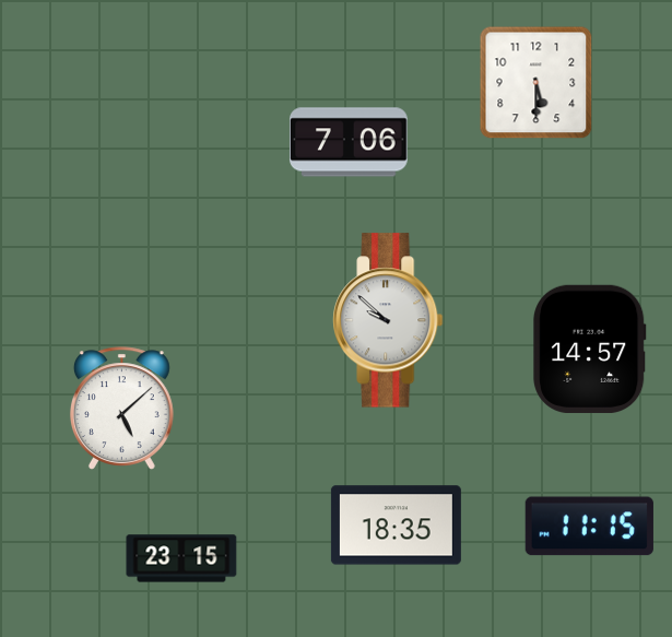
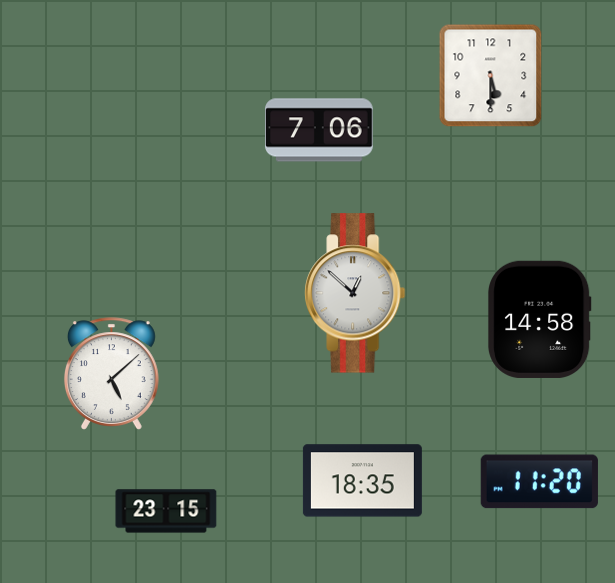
clock at (388, 320): 9:52 -> 12:52
clock at (590, 349): 14:57 -> 14:58
clock at (589, 527): 11:15 -> 11:20
